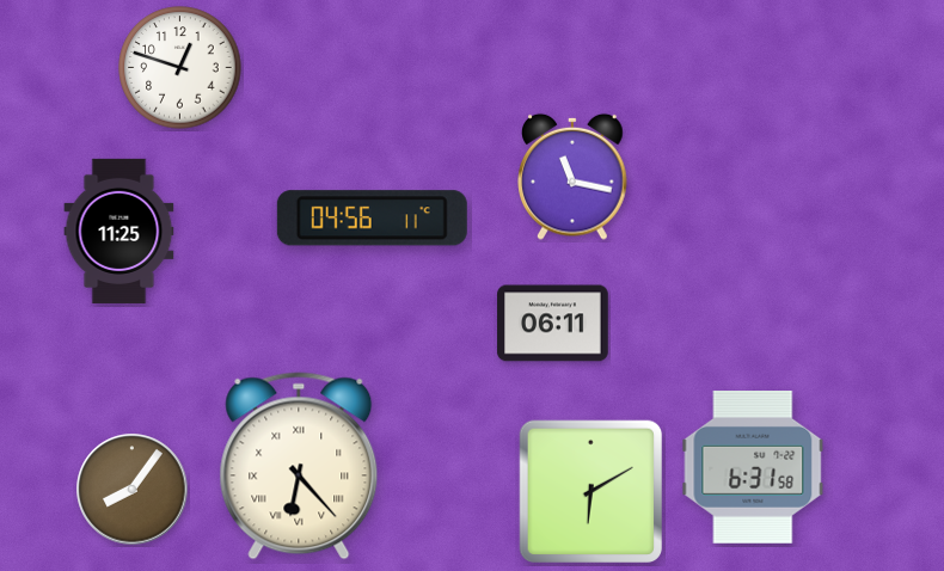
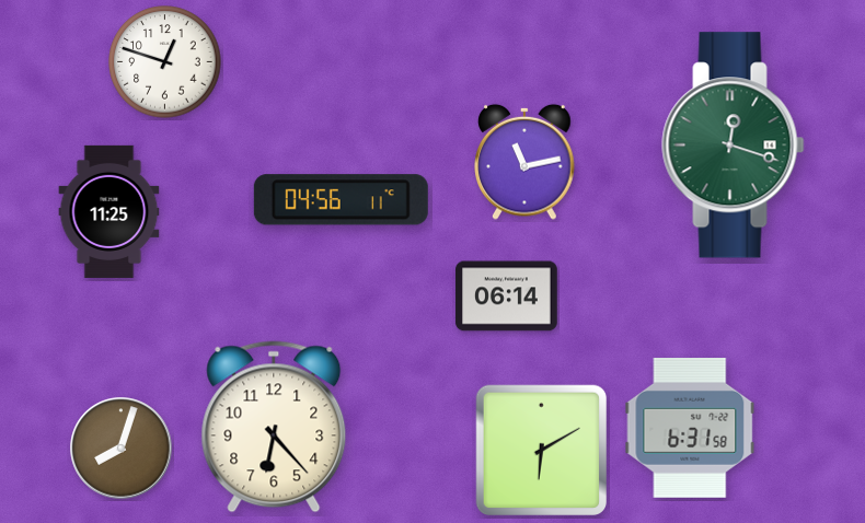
clock at (734, 146): none -> 12:18
clock at (572, 177): 11:17 -> 11:13
clock at (553, 324): 06:11 -> 06:14
clock at (299, 466) numerals: Roman -> Arabic
clock at (133, 490): 8:06 -> 8:03
